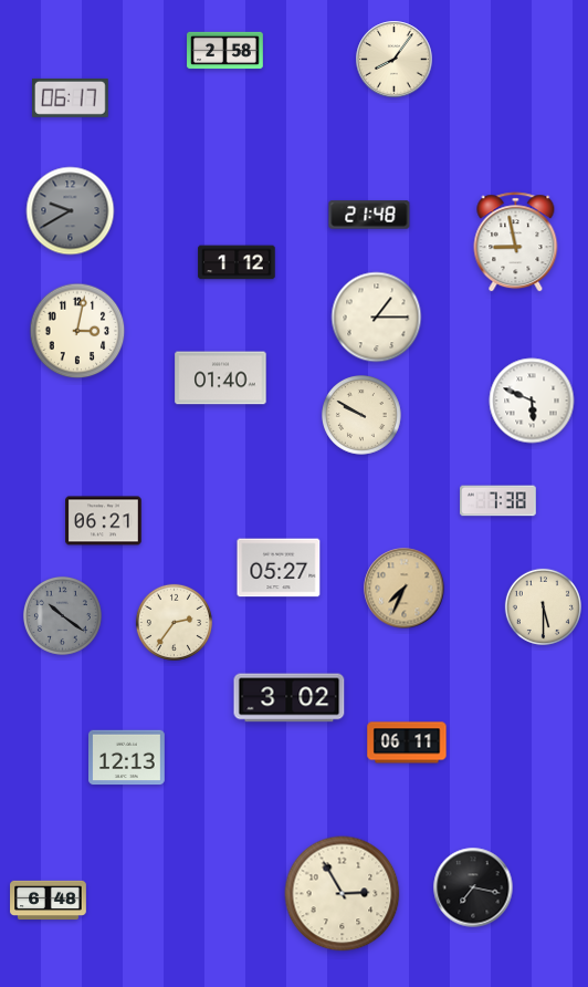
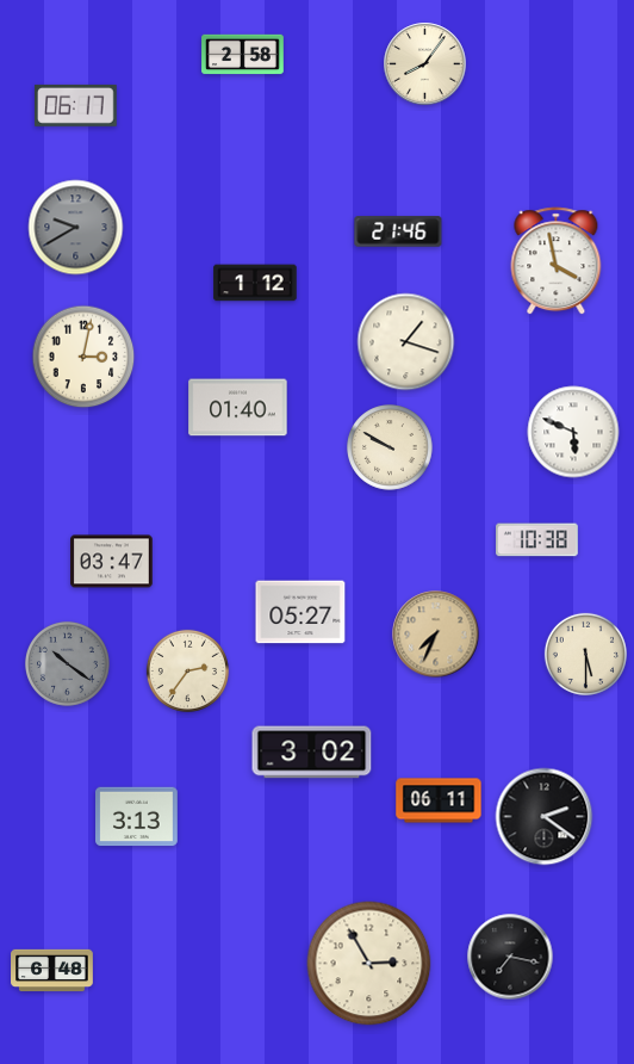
clock at (369, 215): 21:48 -> 21:46
clock at (516, 242): 8:58 -> 3:58
clock at (377, 318): 1:15 -> 1:18
clock at (498, 501): 7:38 -> 10:38
clock at (104, 521): 06:21 -> 03:47
clock at (127, 758): 12:13 -> 3:13
clock at (545, 817): none -> 2:21
